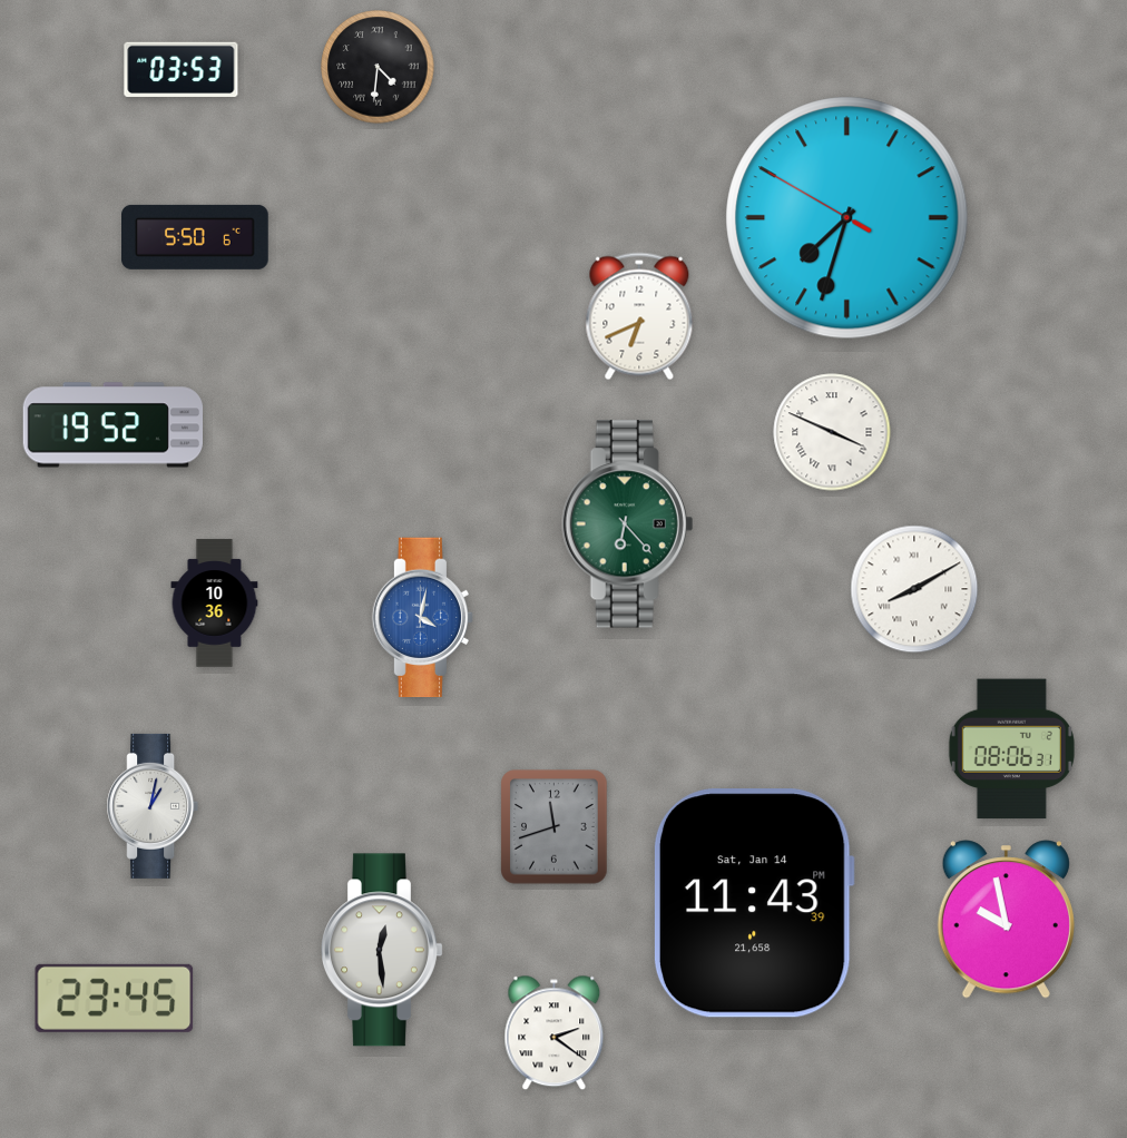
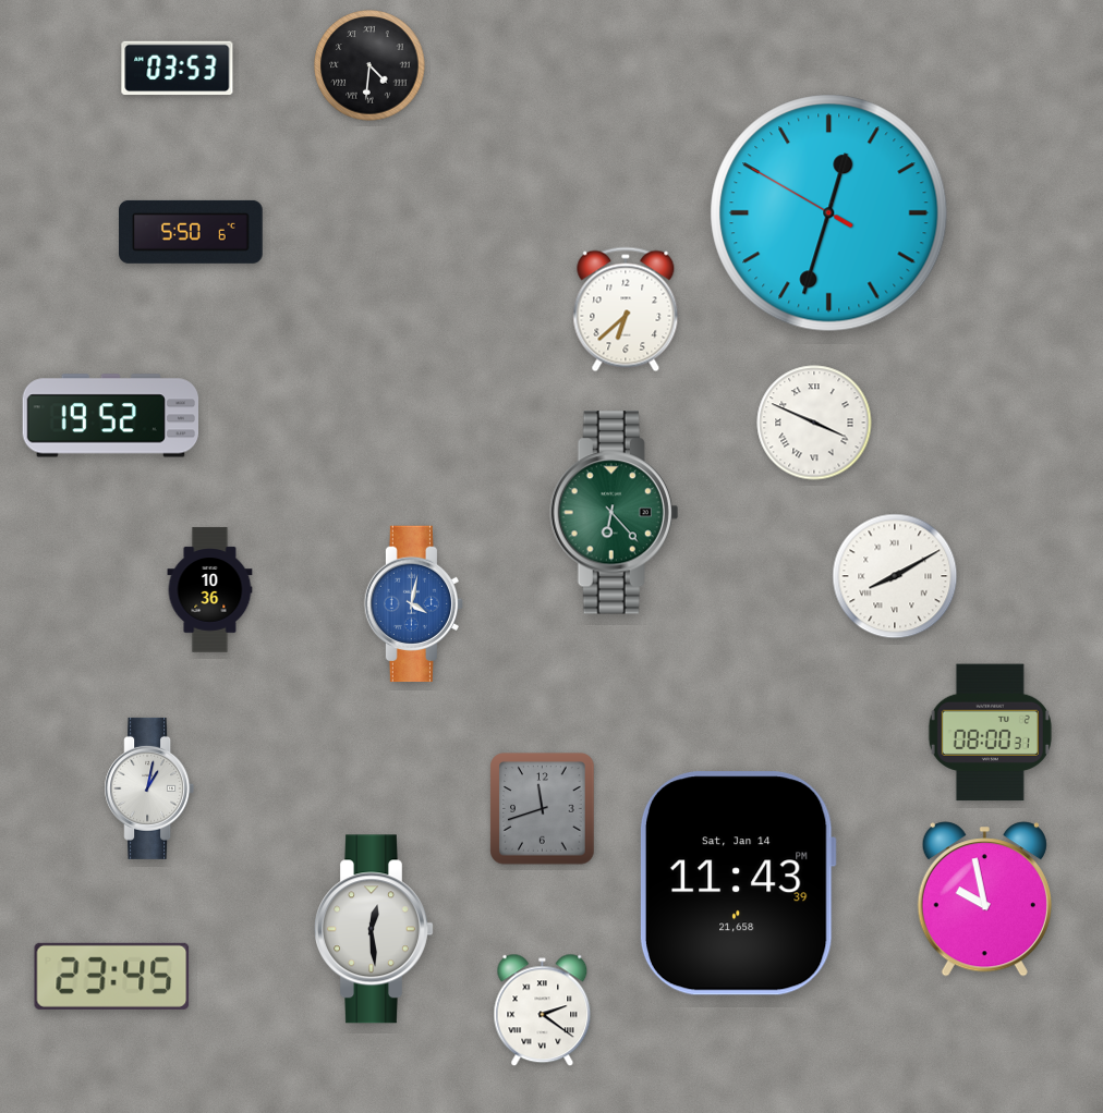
clock at (847, 218): 7:32 -> 12:32
clock at (639, 316): 6:41 -> 6:38
clock at (1011, 749): 08:06 -> 08:00
